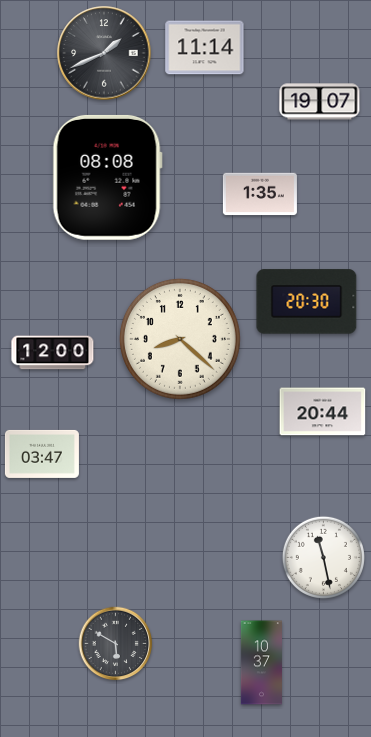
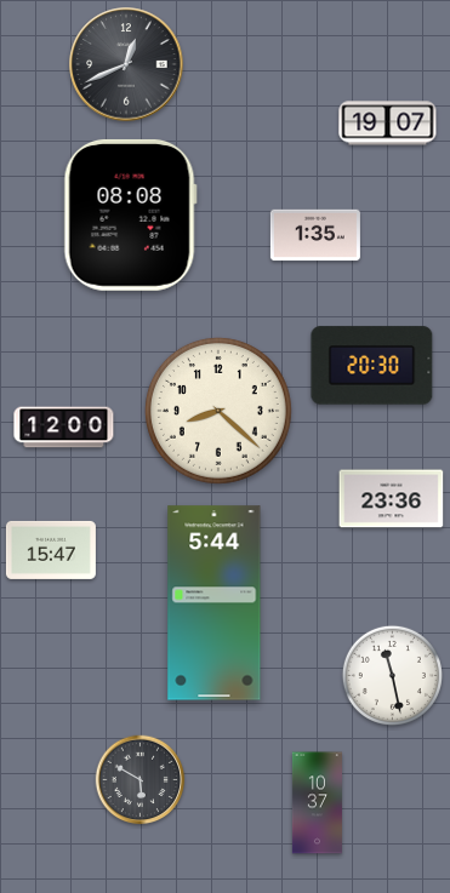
clock at (205, 48): 11:14 -> none
clock at (104, 53): 1:41 -> 12:41
clock at (323, 412): 20:44 -> 23:36
clock at (42, 454): 03:47 -> 15:47
clock at (215, 603): none -> 5:44
